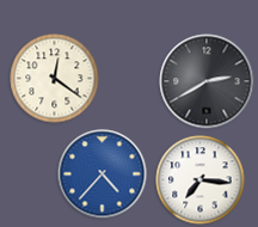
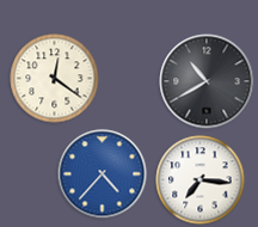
clock at (207, 81): 2:40 -> 10:40
